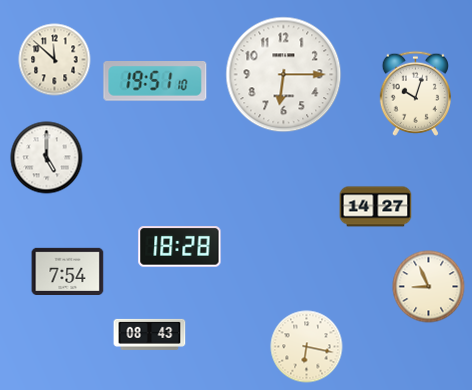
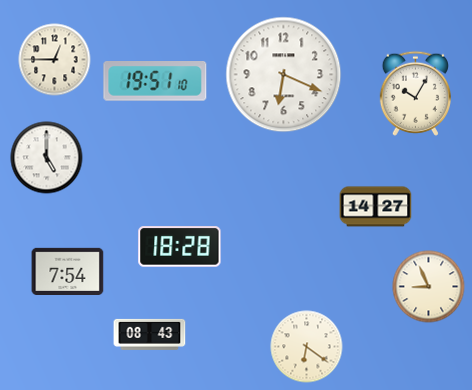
clock at (55, 60): 11:52 -> 12:45
clock at (284, 75): 6:15 -> 6:19
clock at (415, 93): 10:03 -> 10:05
clock at (307, 347): 6:17 -> 6:21
